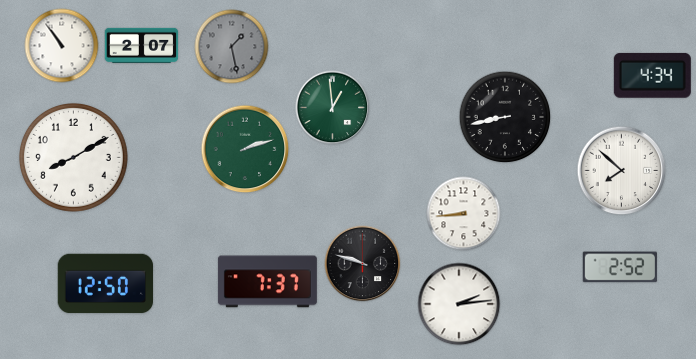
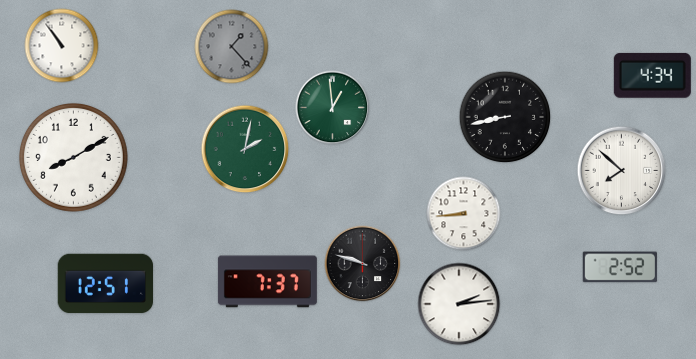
clock at (142, 45): 2:07 -> none
clock at (232, 47): 1:28 -> 1:23
clock at (245, 149): 2:12 -> 2:02
clock at (106, 284): 12:50 -> 12:51
